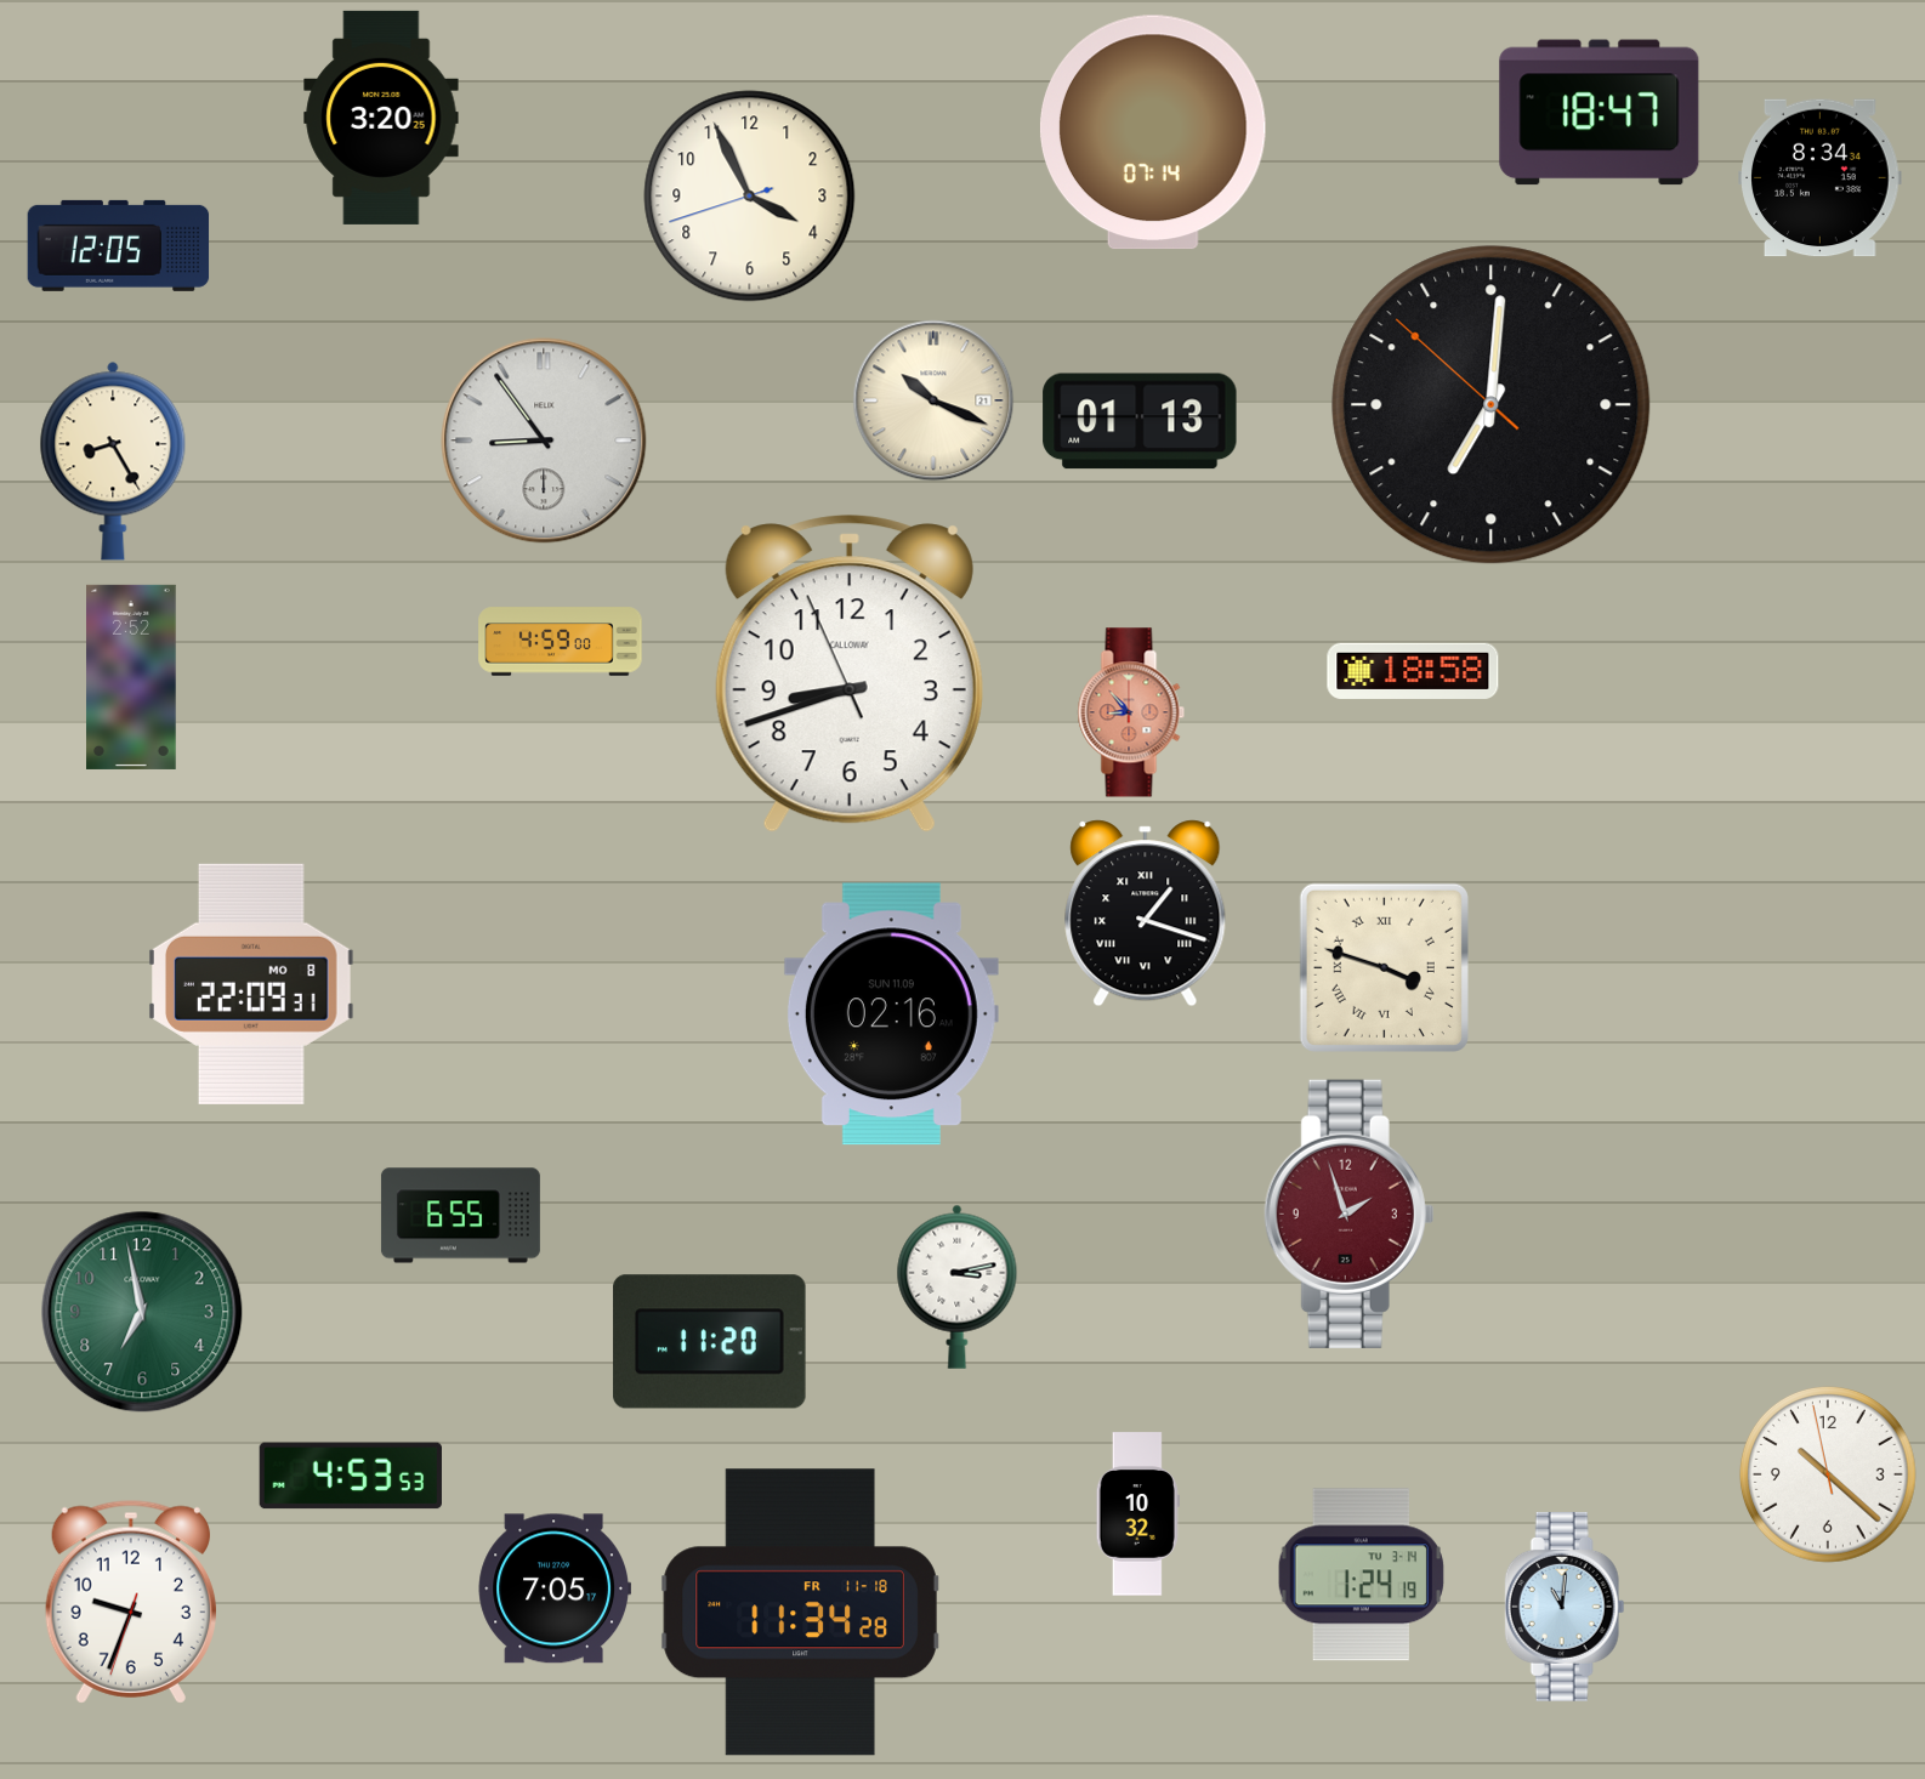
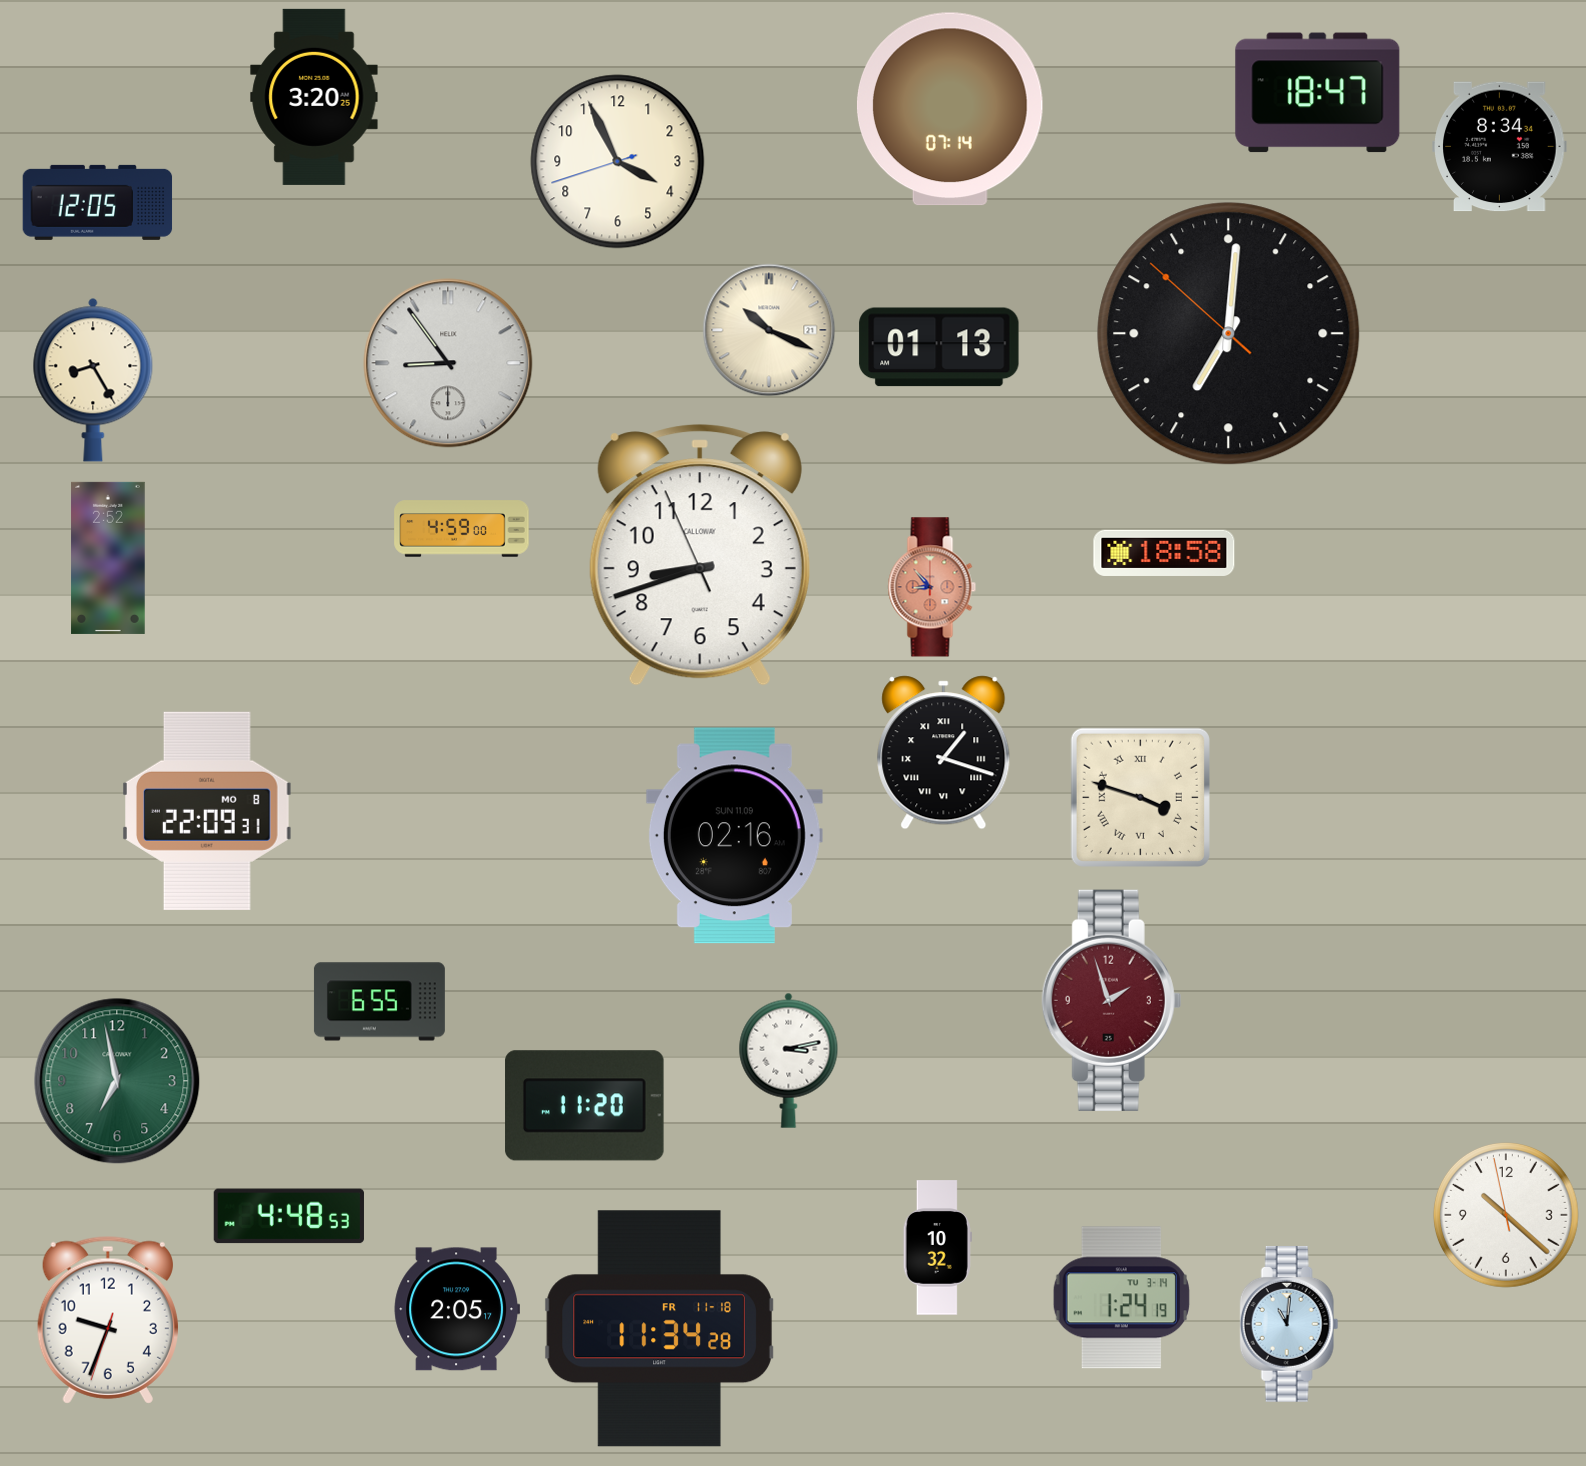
clock at (351, 1476): 4:53 -> 4:48
clock at (555, 1588): 7:05 -> 2:05
